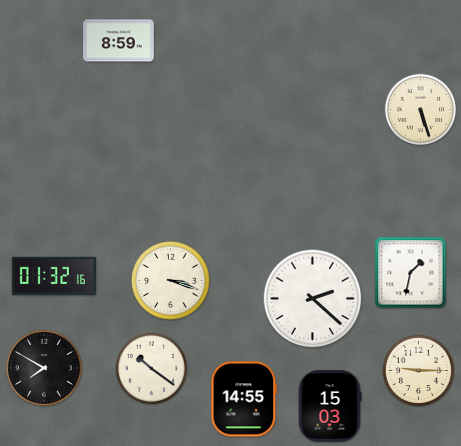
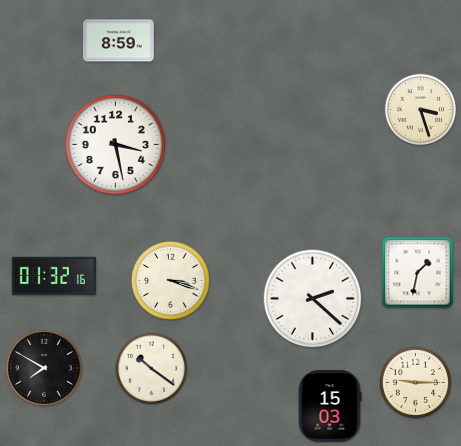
clock at (421, 110): 5:27 -> 3:27
clock at (116, 145): none -> 3:28
clock at (411, 273) position: (411, 273) -> (418, 273)
clock at (419, 371) position: (419, 371) -> (416, 383)
clock at (244, 399): 14:55 -> none
